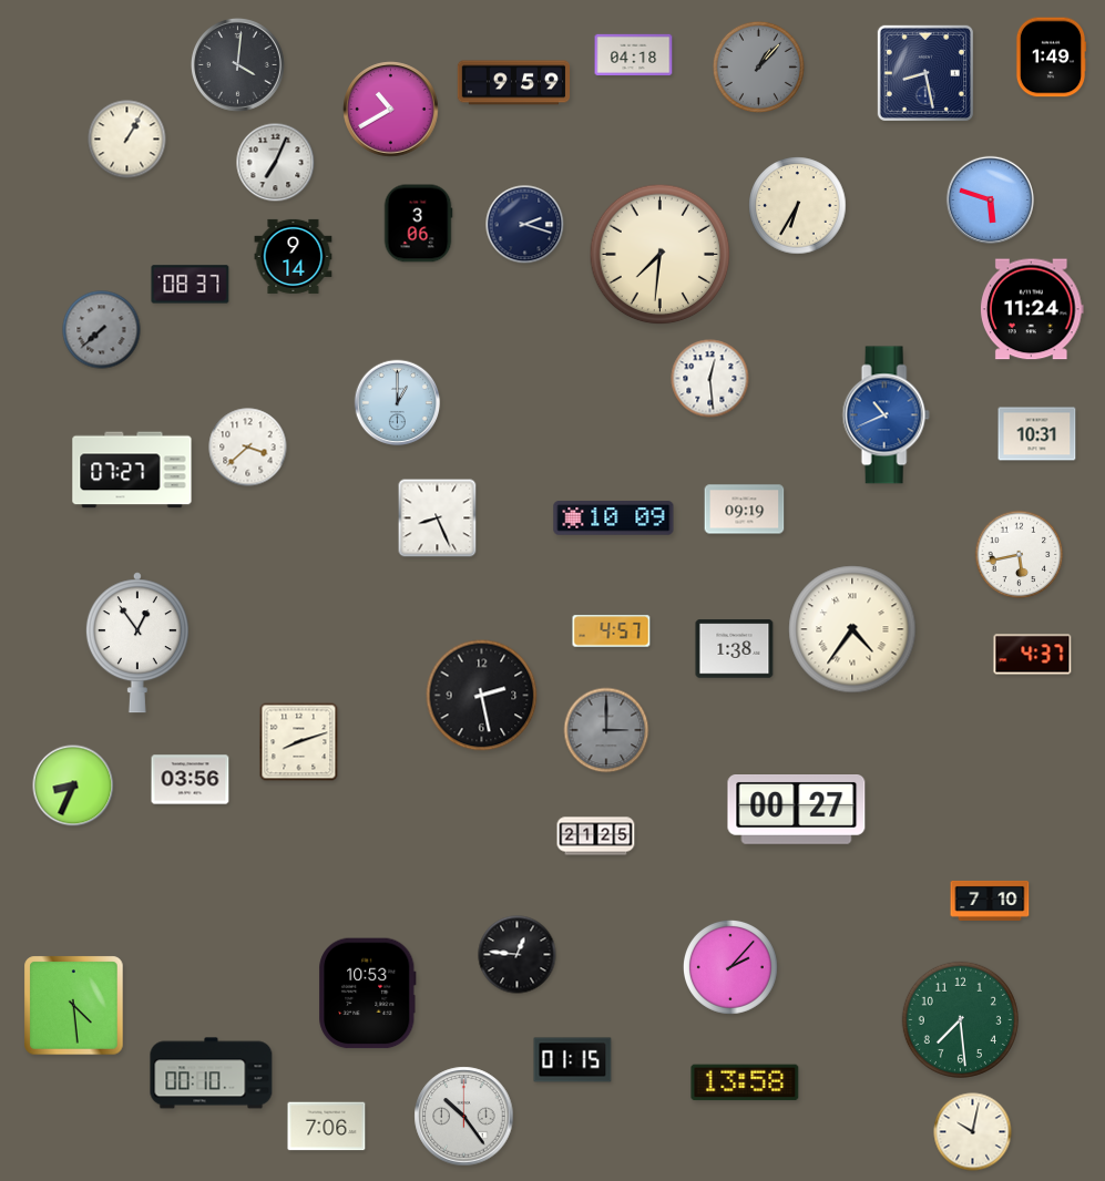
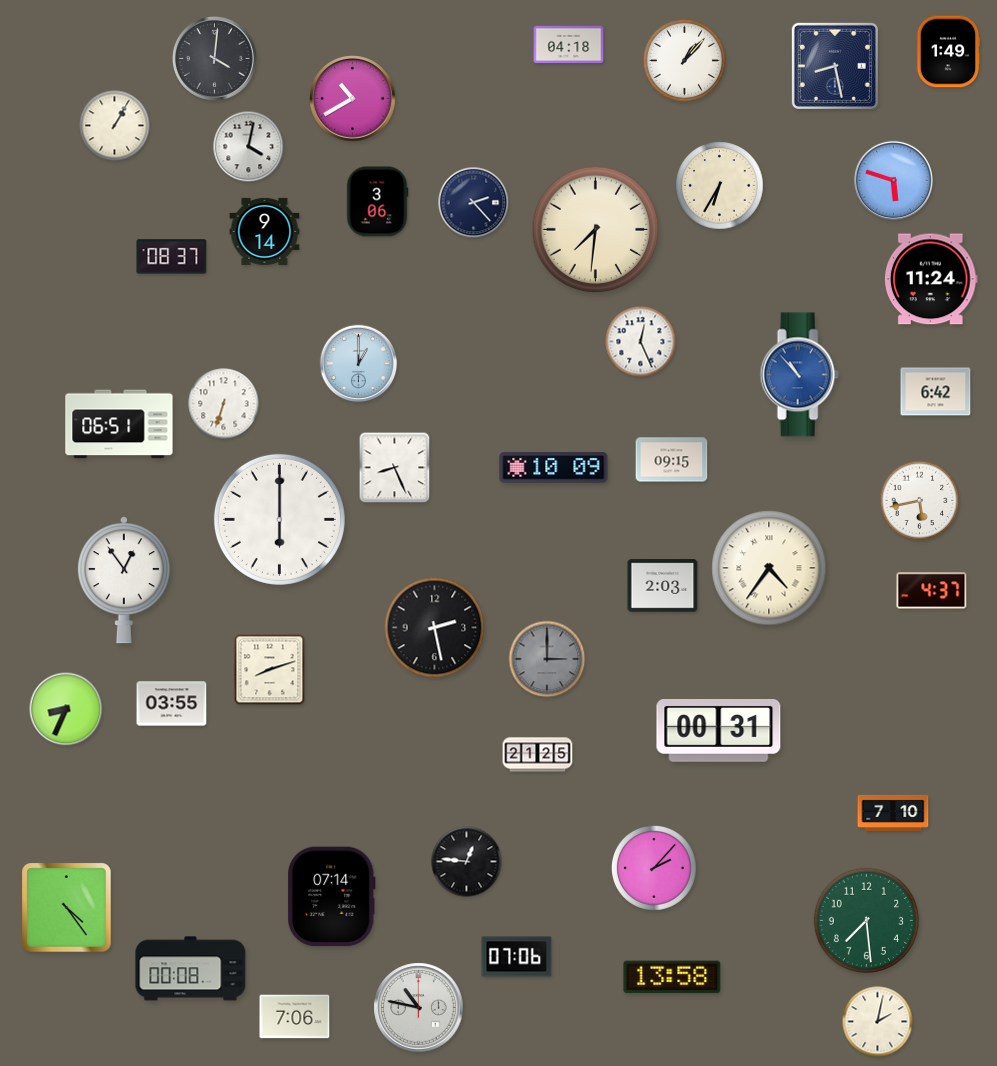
clock at (634, 55) position: (634, 55) -> (569, 45)
clock at (758, 66) dial: grey -> white
clock at (514, 83): 9:59 -> none
clock at (276, 163): 7:04 -> 4:02
clock at (525, 225): 2:18 -> 2:23
clock at (102, 330): 7:38 -> none
clock at (710, 379): 12:29 -> 12:26
clock at (886, 415): 10:41 -> 10:53
clock at (1037, 434): 10:31 -> 6:42
clock at (248, 448): 3:38 -> 6:33
clock at (132, 470): 07:27 -> 06:51
clock at (745, 510): 09:19 -> 09:15
clock at (279, 519): none -> 6:00
clock at (612, 631): 4:57 -> none
clock at (735, 649): 1:38 -> 2:03
clock at (191, 780): 03:56 -> 03:55
clock at (797, 810): 00:27 -> 00:31
clock at (730, 967) position: (730, 967) -> (654, 868)
clock at (368, 994): 10:53 -> 07:14
clock at (74, 1006): 4:29 -> 4:24
clock at (573, 1060): 01:15 -> 07:06
clock at (212, 1074): 00:10 -> 00:08
clock at (464, 1117): 10:24 -> 10:47
clock at (973, 1132): 10:02 -> 2:02
